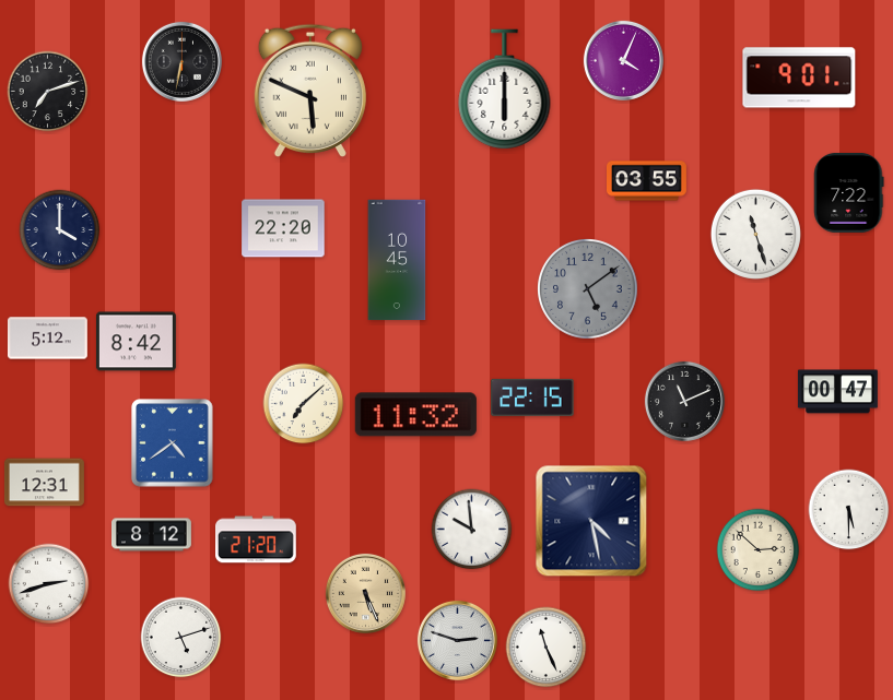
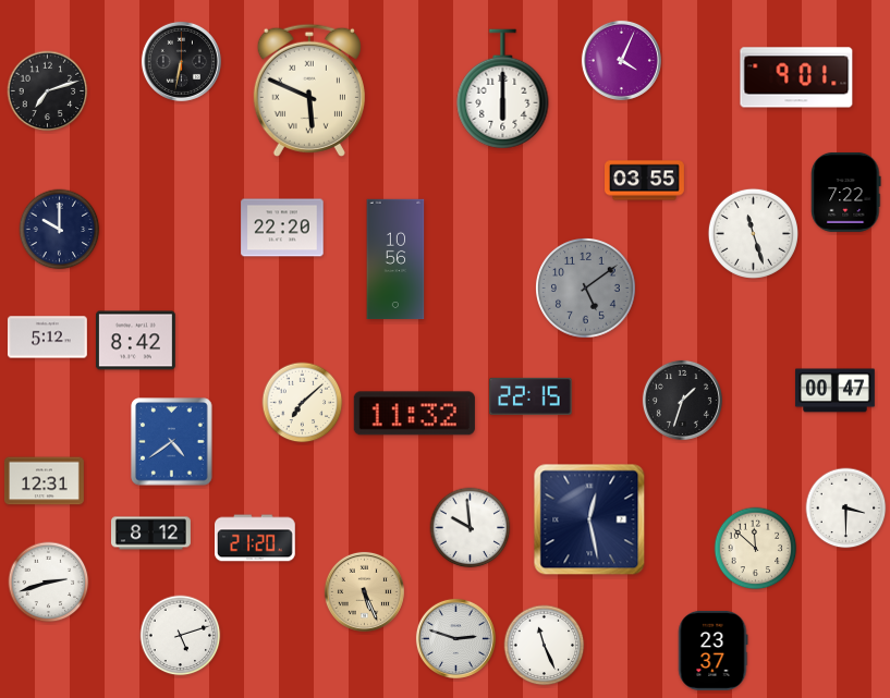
clock at (60, 230): 4:00 -> 10:00
clock at (397, 260): 10:45 -> 10:56
clock at (684, 401): 11:11 -> 1:33
clock at (849, 510): 5:30 -> 3:30
clock at (591, 521): 4:28 -> 12:28
clock at (759, 550): 2:52 -> 11:52
clock at (712, 650): none -> 23:37
